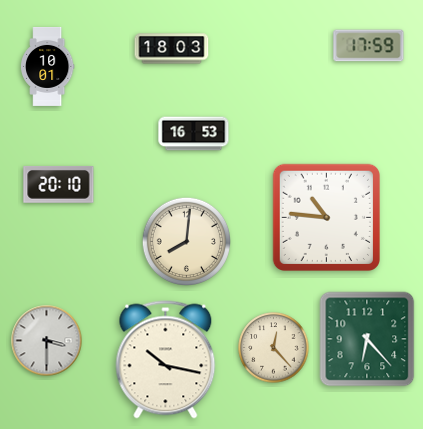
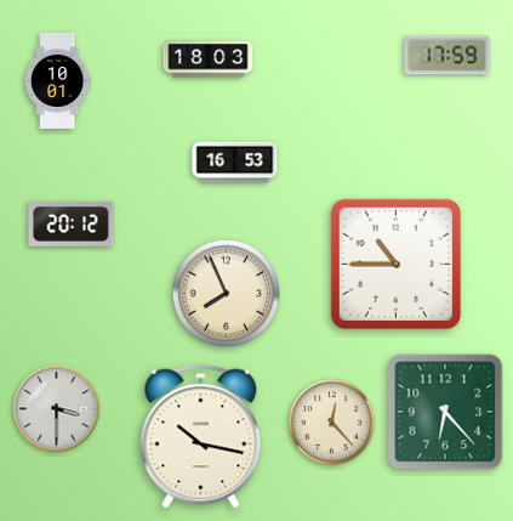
clock at (59, 184): 20:10 -> 20:12
clock at (326, 217): 10:46 -> 10:45
clock at (186, 241): 8:01 -> 7:56
clock at (47, 341) position: (47, 341) -> (57, 409)
